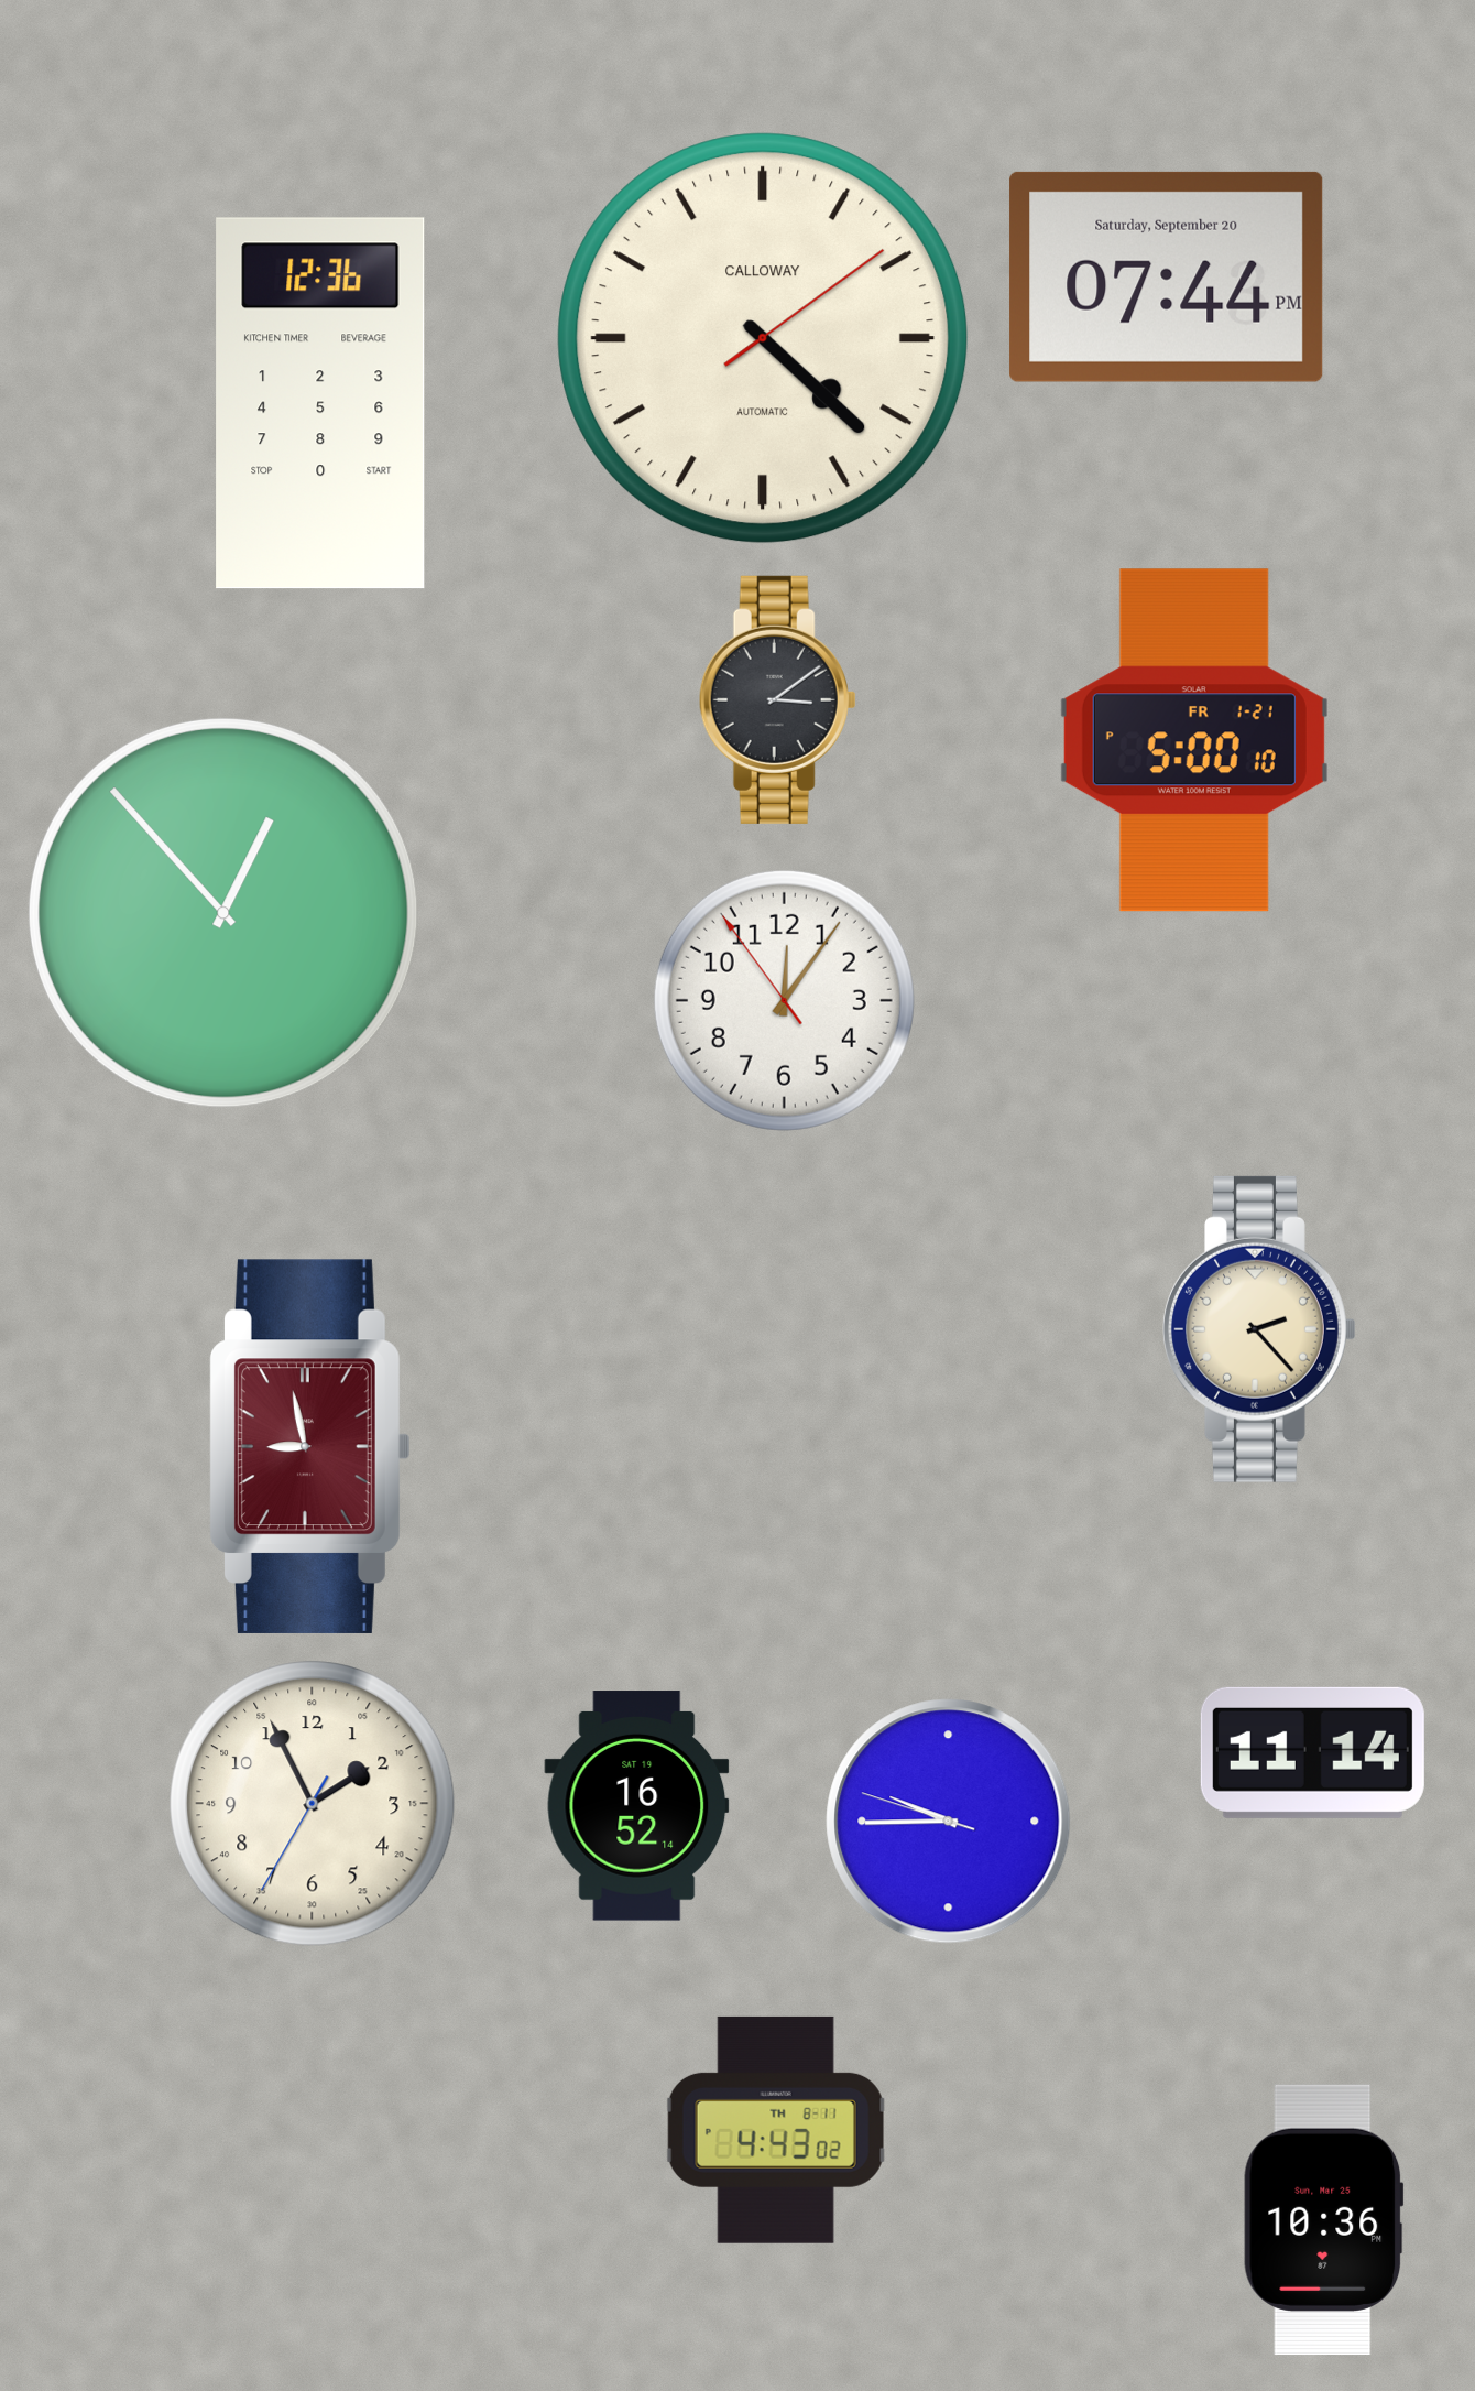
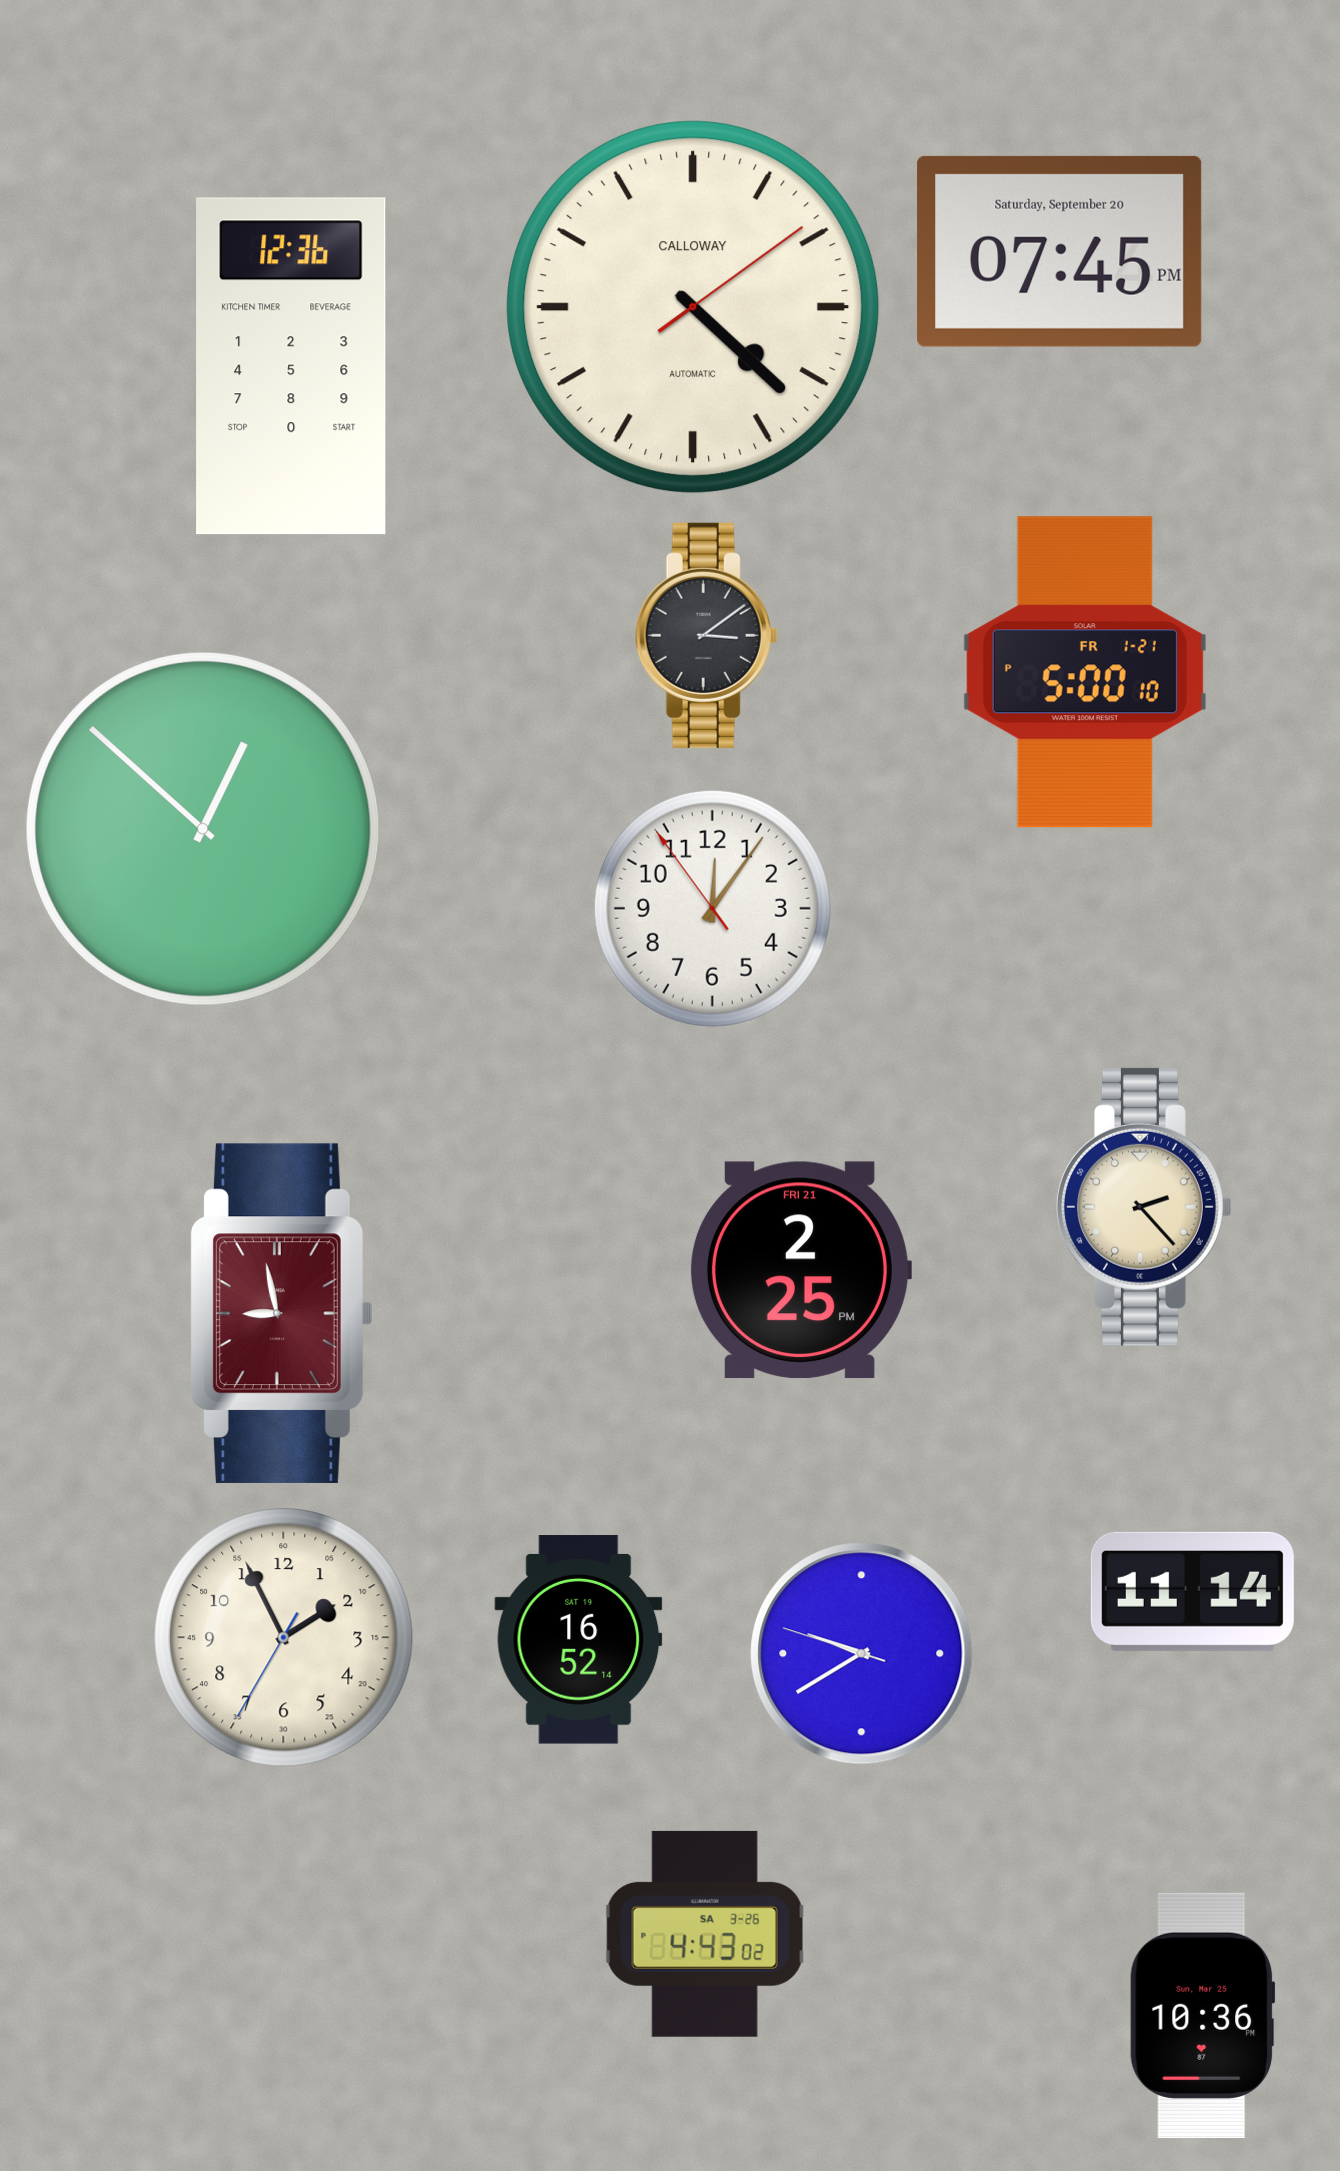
clock at (1167, 276): 07:44 -> 07:45
clock at (223, 913): 12:53 -> 12:52
clock at (800, 1270): none -> 2:25
clock at (949, 1822): 9:44 -> 9:39
clock at (776, 2130) date: TH 8-11 -> SA 3-26
